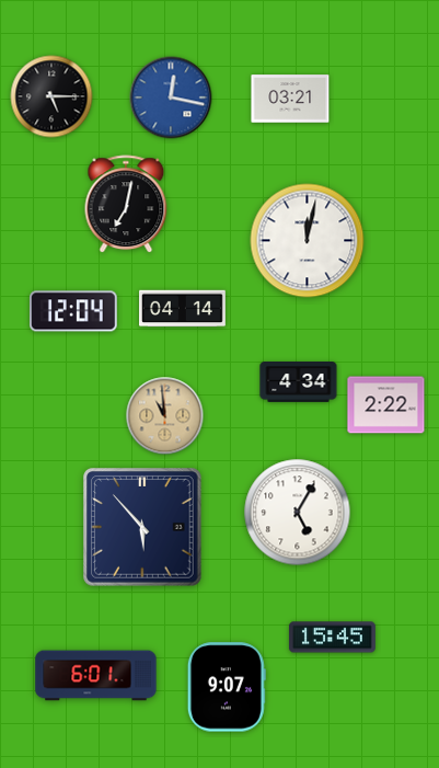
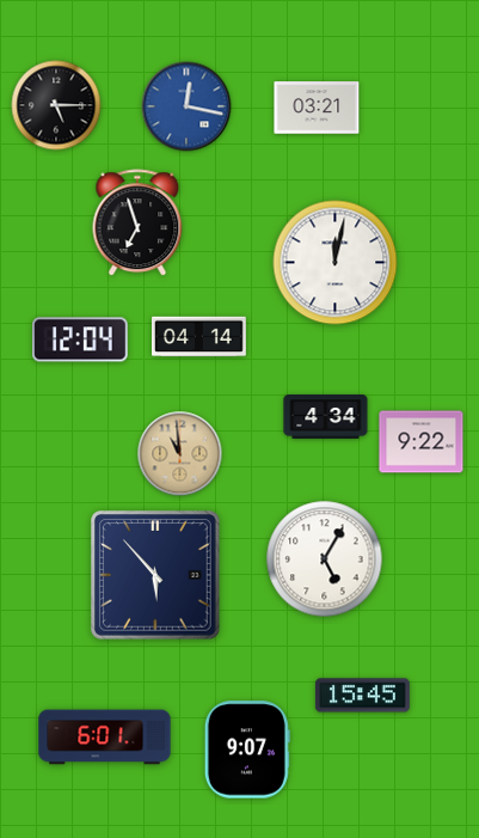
clock at (126, 205): 7:02 -> 6:57
clock at (386, 405): 2:22 -> 9:22
